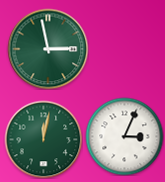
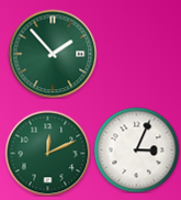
clock at (48, 49): 2:58 -> 1:53
clock at (43, 139): 12:02 -> 12:11
